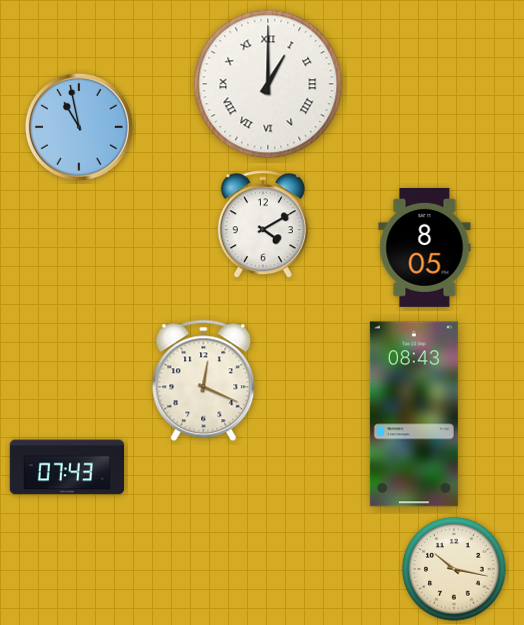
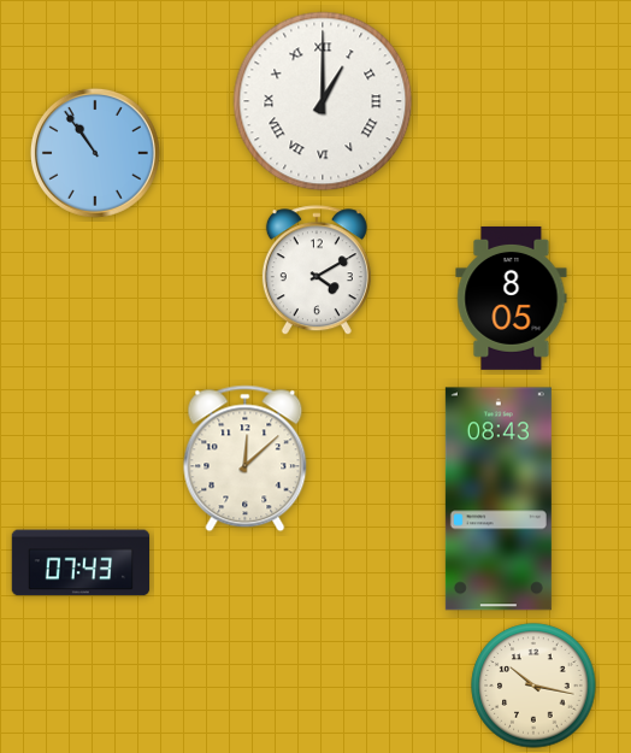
clock at (79, 127): 10:58 -> 10:54
clock at (204, 381): 12:19 -> 12:08
clock at (454, 569) position: (454, 569) -> (533, 686)
